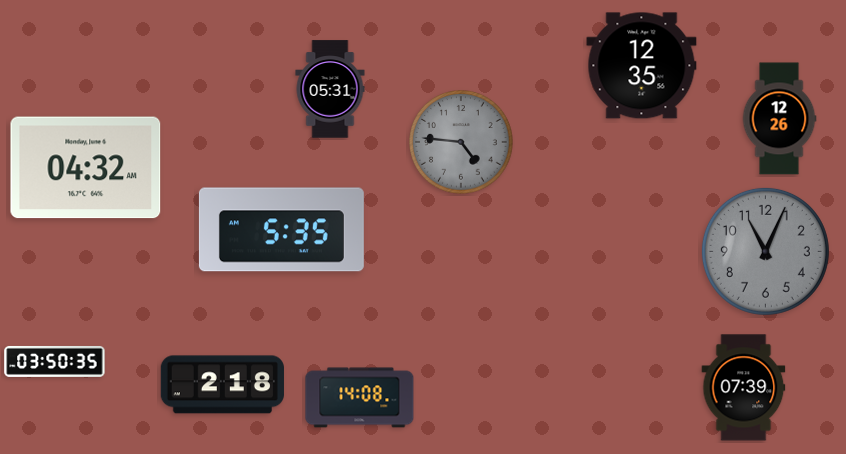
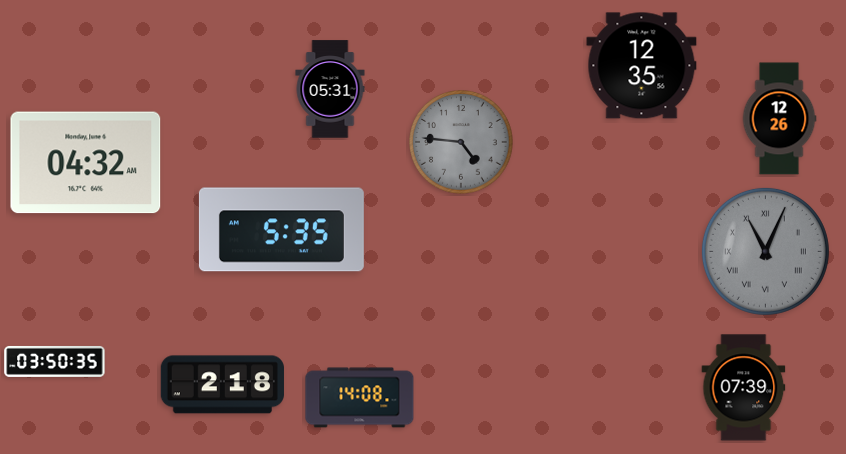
clock at (86, 168) position: (86, 168) -> (86, 163)
clock at (765, 251) numerals: Arabic -> Roman
